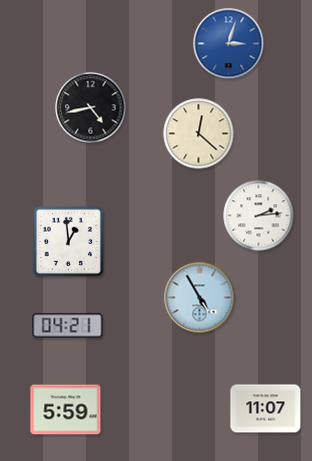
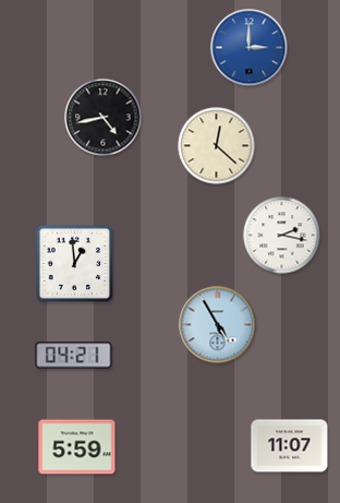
clock at (229, 44): 3:03 -> 3:00
clock at (91, 108) position: (91, 108) -> (104, 118)
clock at (259, 216): 2:14 -> 2:17
clock at (66, 410) position: (66, 410) -> (77, 447)
